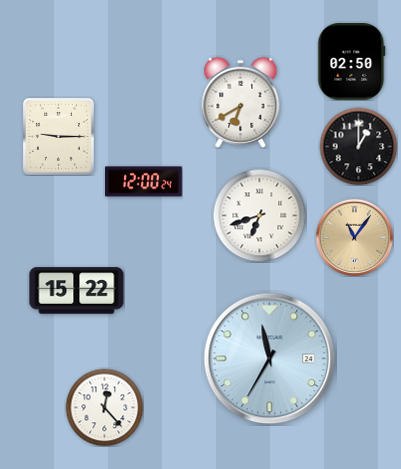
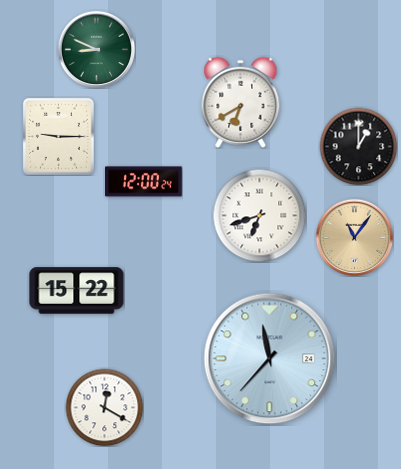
clock at (96, 49): none -> 8:49
clock at (352, 62): 02:50 -> none
clock at (270, 359): 11:35 -> 11:37
clock at (104, 407): 12:23 -> 12:20
